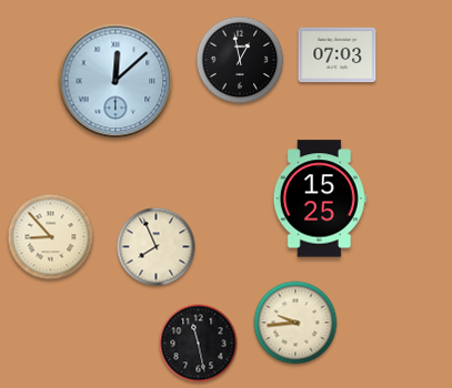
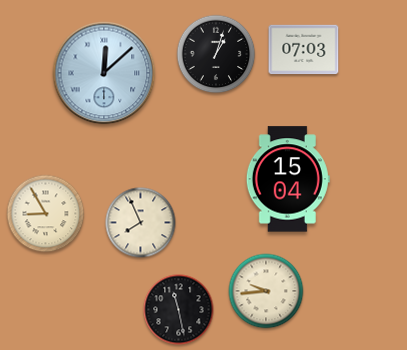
clock at (240, 60): 12:58 -> 1:03
clock at (320, 198): 15:25 -> 15:04
clock at (51, 237): 8:53 -> 8:55
